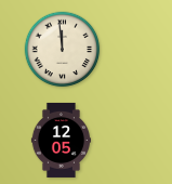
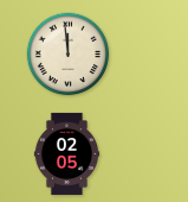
clock at (61, 140): 12:05 -> 02:05
